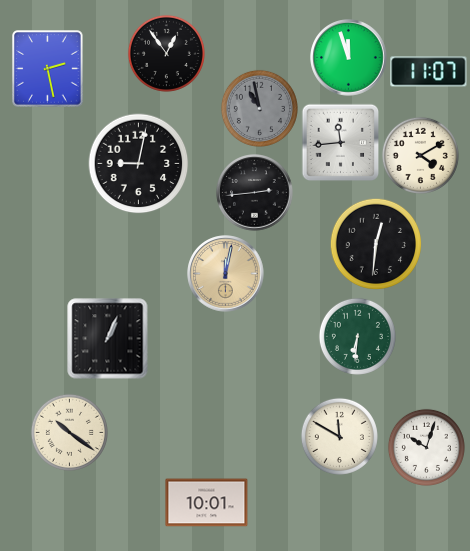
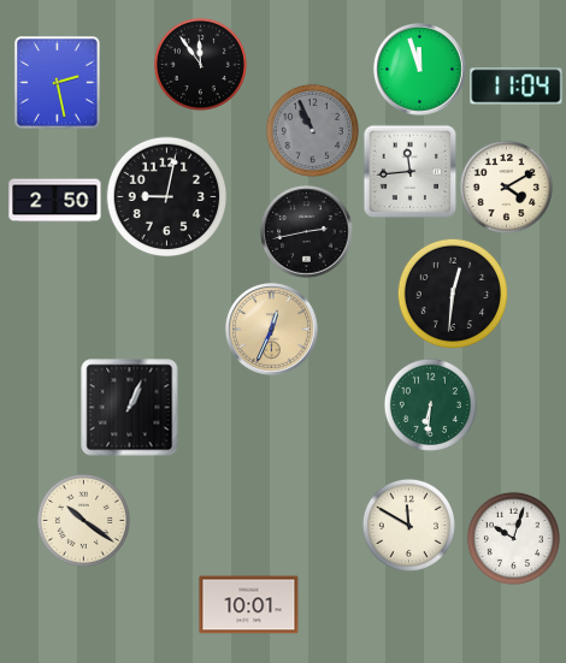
clock at (166, 53): 12:54 -> 11:54
clock at (429, 72): 11:07 -> 11:04
clock at (259, 108): 10:58 -> 10:56
clock at (55, 201): none -> 2:50
clock at (255, 193): 2:44 -> 2:43
clock at (226, 274): 12:02 -> 12:34
